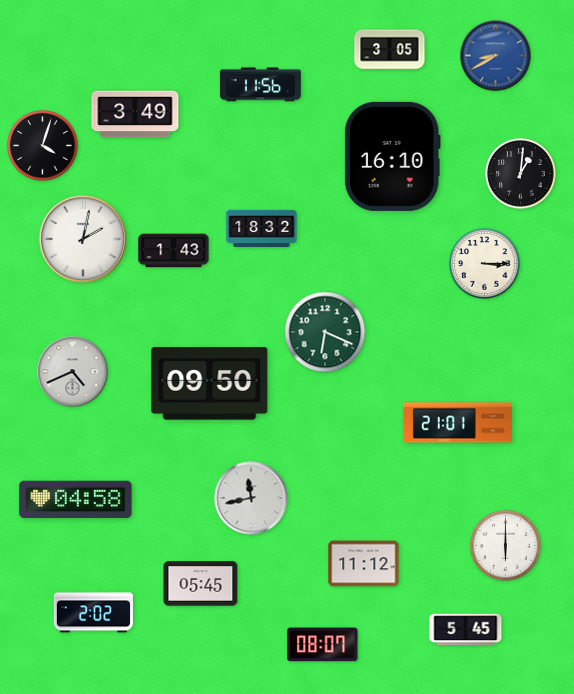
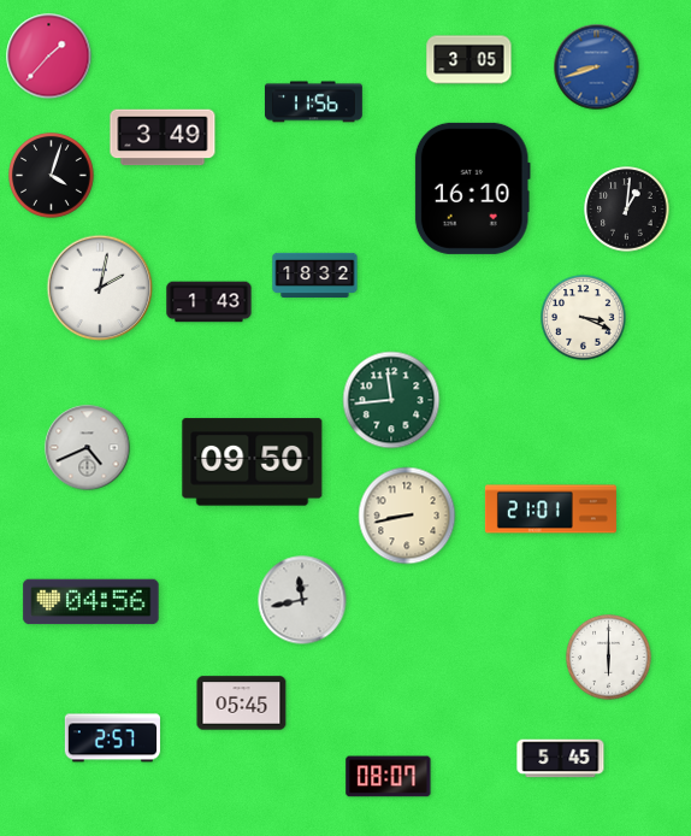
clock at (49, 57): none -> 1:37
clock at (496, 56): 8:40 -> 8:42
clock at (485, 264): 3:15 -> 3:19
clock at (325, 332): 6:19 -> 11:44
clock at (407, 516): none -> 8:43
clock at (76, 500): 04:58 -> 04:56
clock at (364, 564): 11:12 -> none
clock at (93, 613): 2:02 -> 2:57
